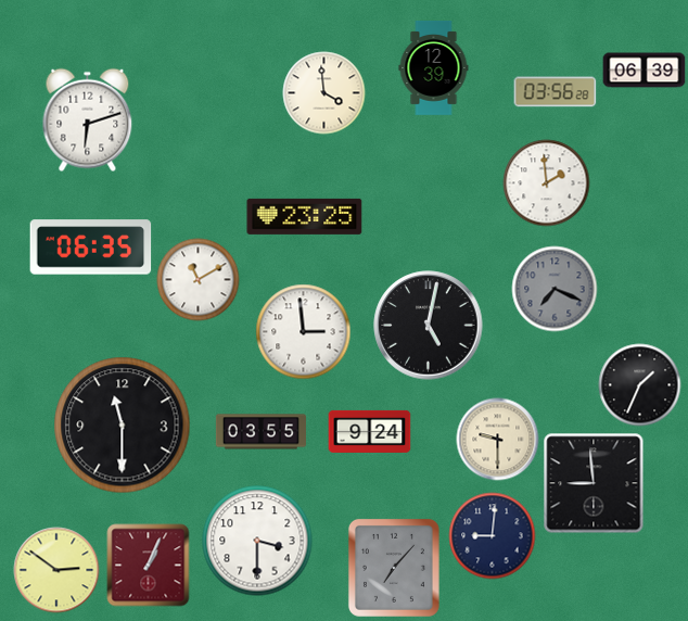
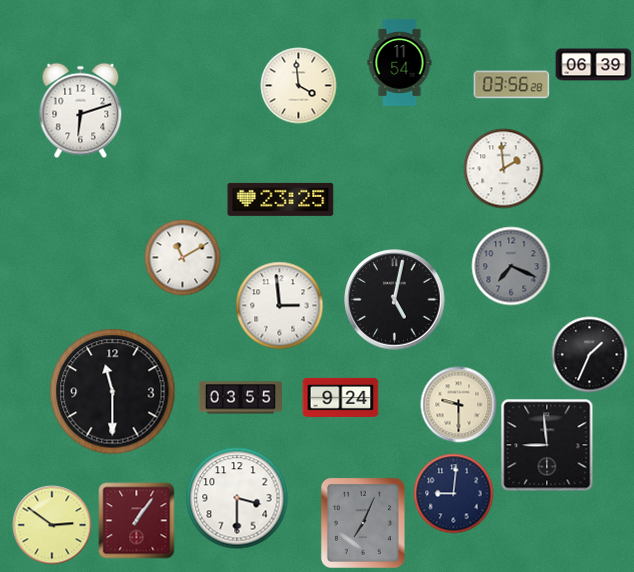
clock at (434, 68): 12:39 -> 11:54
clock at (91, 248): 06:35 -> none
clock at (149, 566): 1:04 -> 1:06
clock at (394, 568): 7:07 -> 7:04
